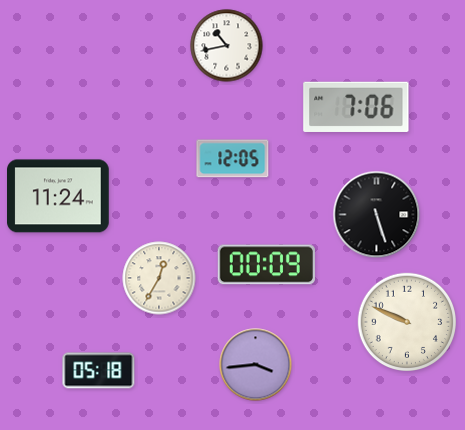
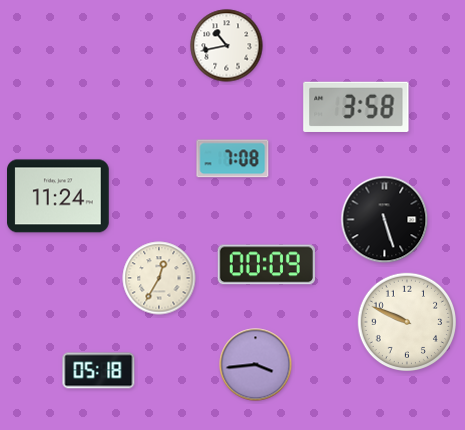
clock at (356, 107): 7:06 -> 3:58
clock at (233, 159): 12:05 -> 7:08
clock at (377, 215) position: (377, 215) -> (385, 220)
